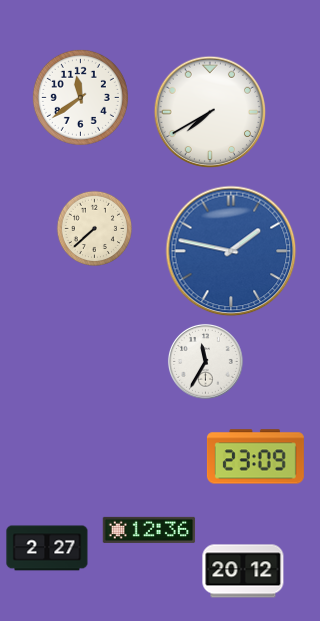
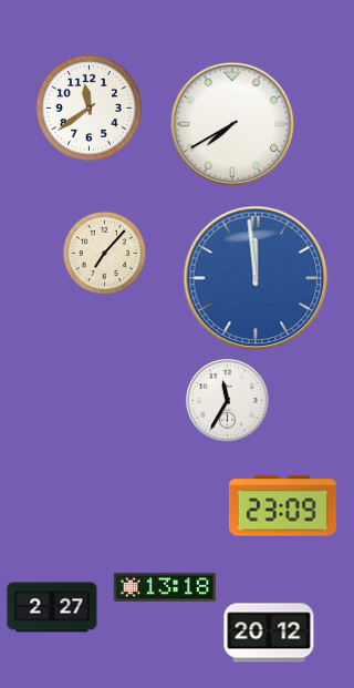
clock at (95, 229): 7:38 -> 7:07
clock at (231, 251): 1:47 -> 11:59
clock at (149, 530): 12:36 -> 13:18
